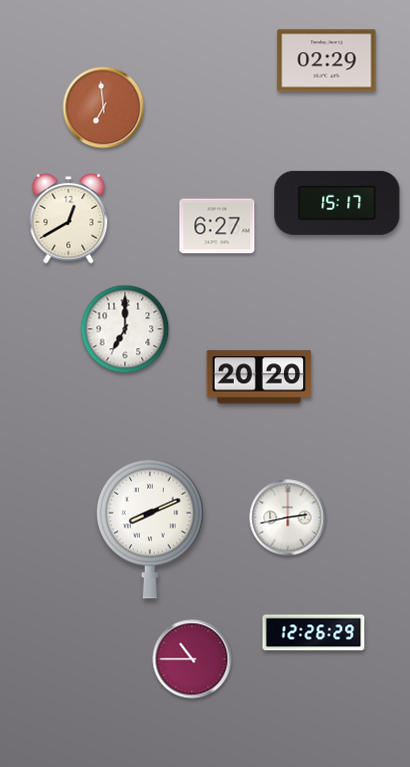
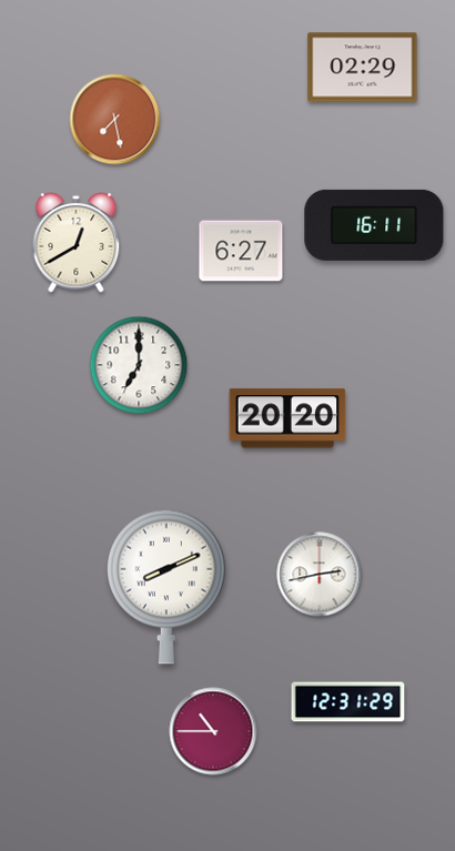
clock at (104, 108): 6:59 -> 7:28
clock at (337, 203): 15:17 -> 16:11
clock at (314, 633): 12:26 -> 12:31
